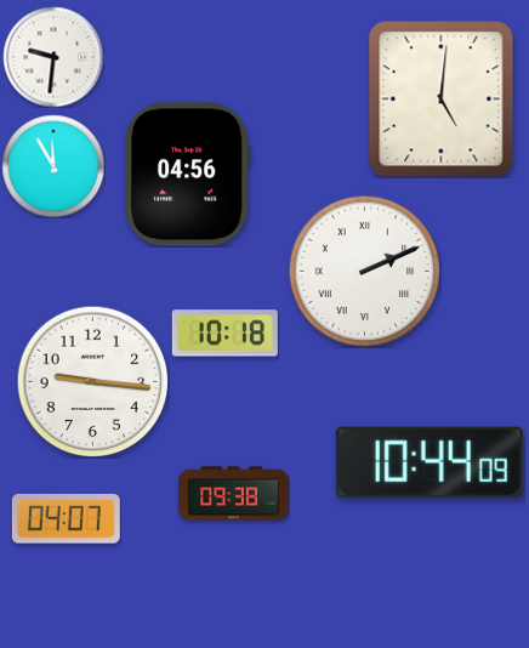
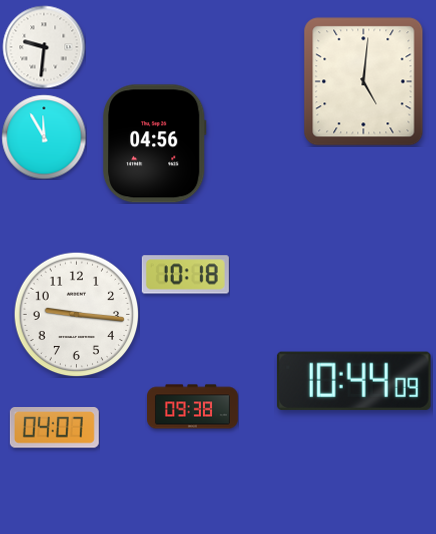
clock at (364, 271): 2:11 -> none
